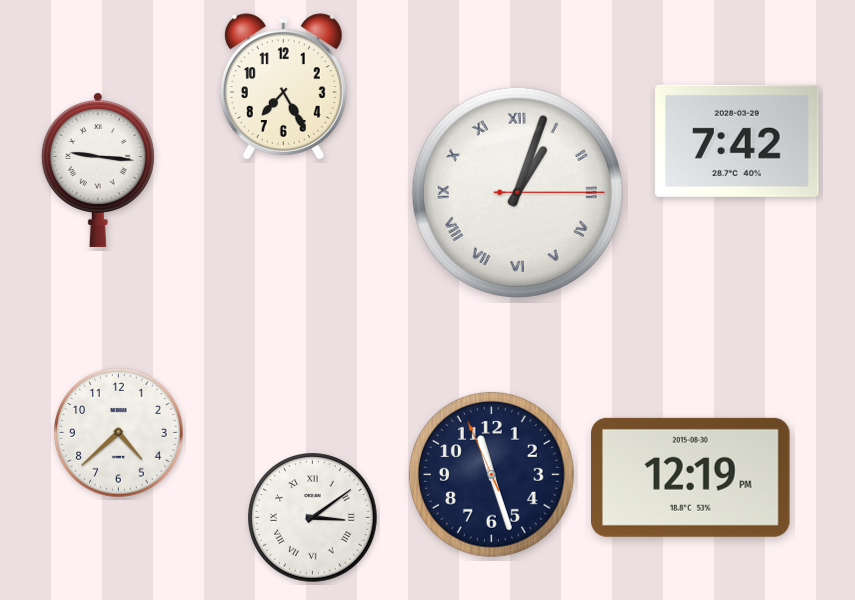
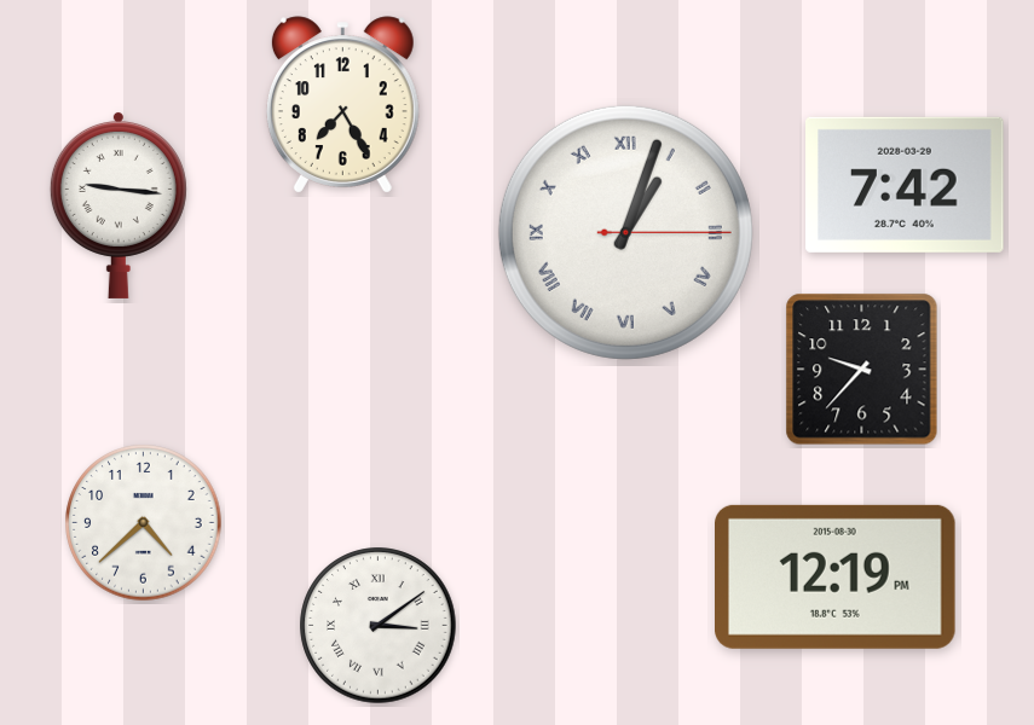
clock at (738, 141) position: (738, 141) -> (906, 185)
clock at (862, 370): none -> 9:37
clock at (491, 474): 11:26 -> none
